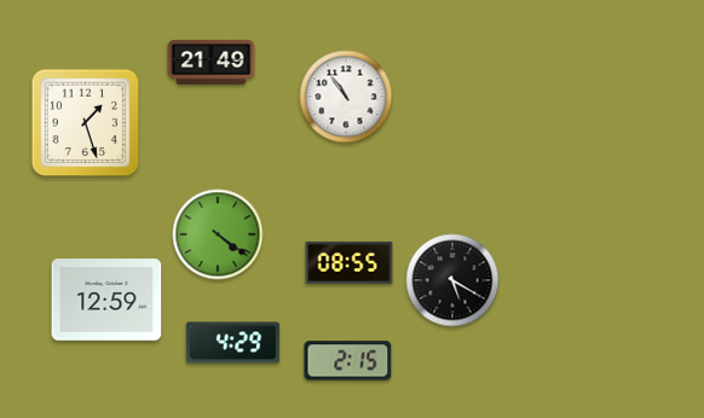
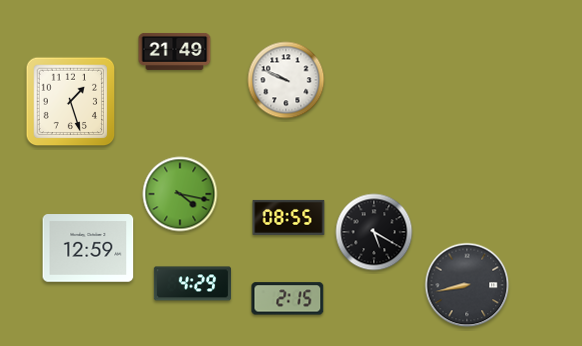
clock at (346, 97): 10:54 -> 9:49
clock at (218, 234): 4:21 -> 4:17
clock at (467, 285): none -> 8:43
